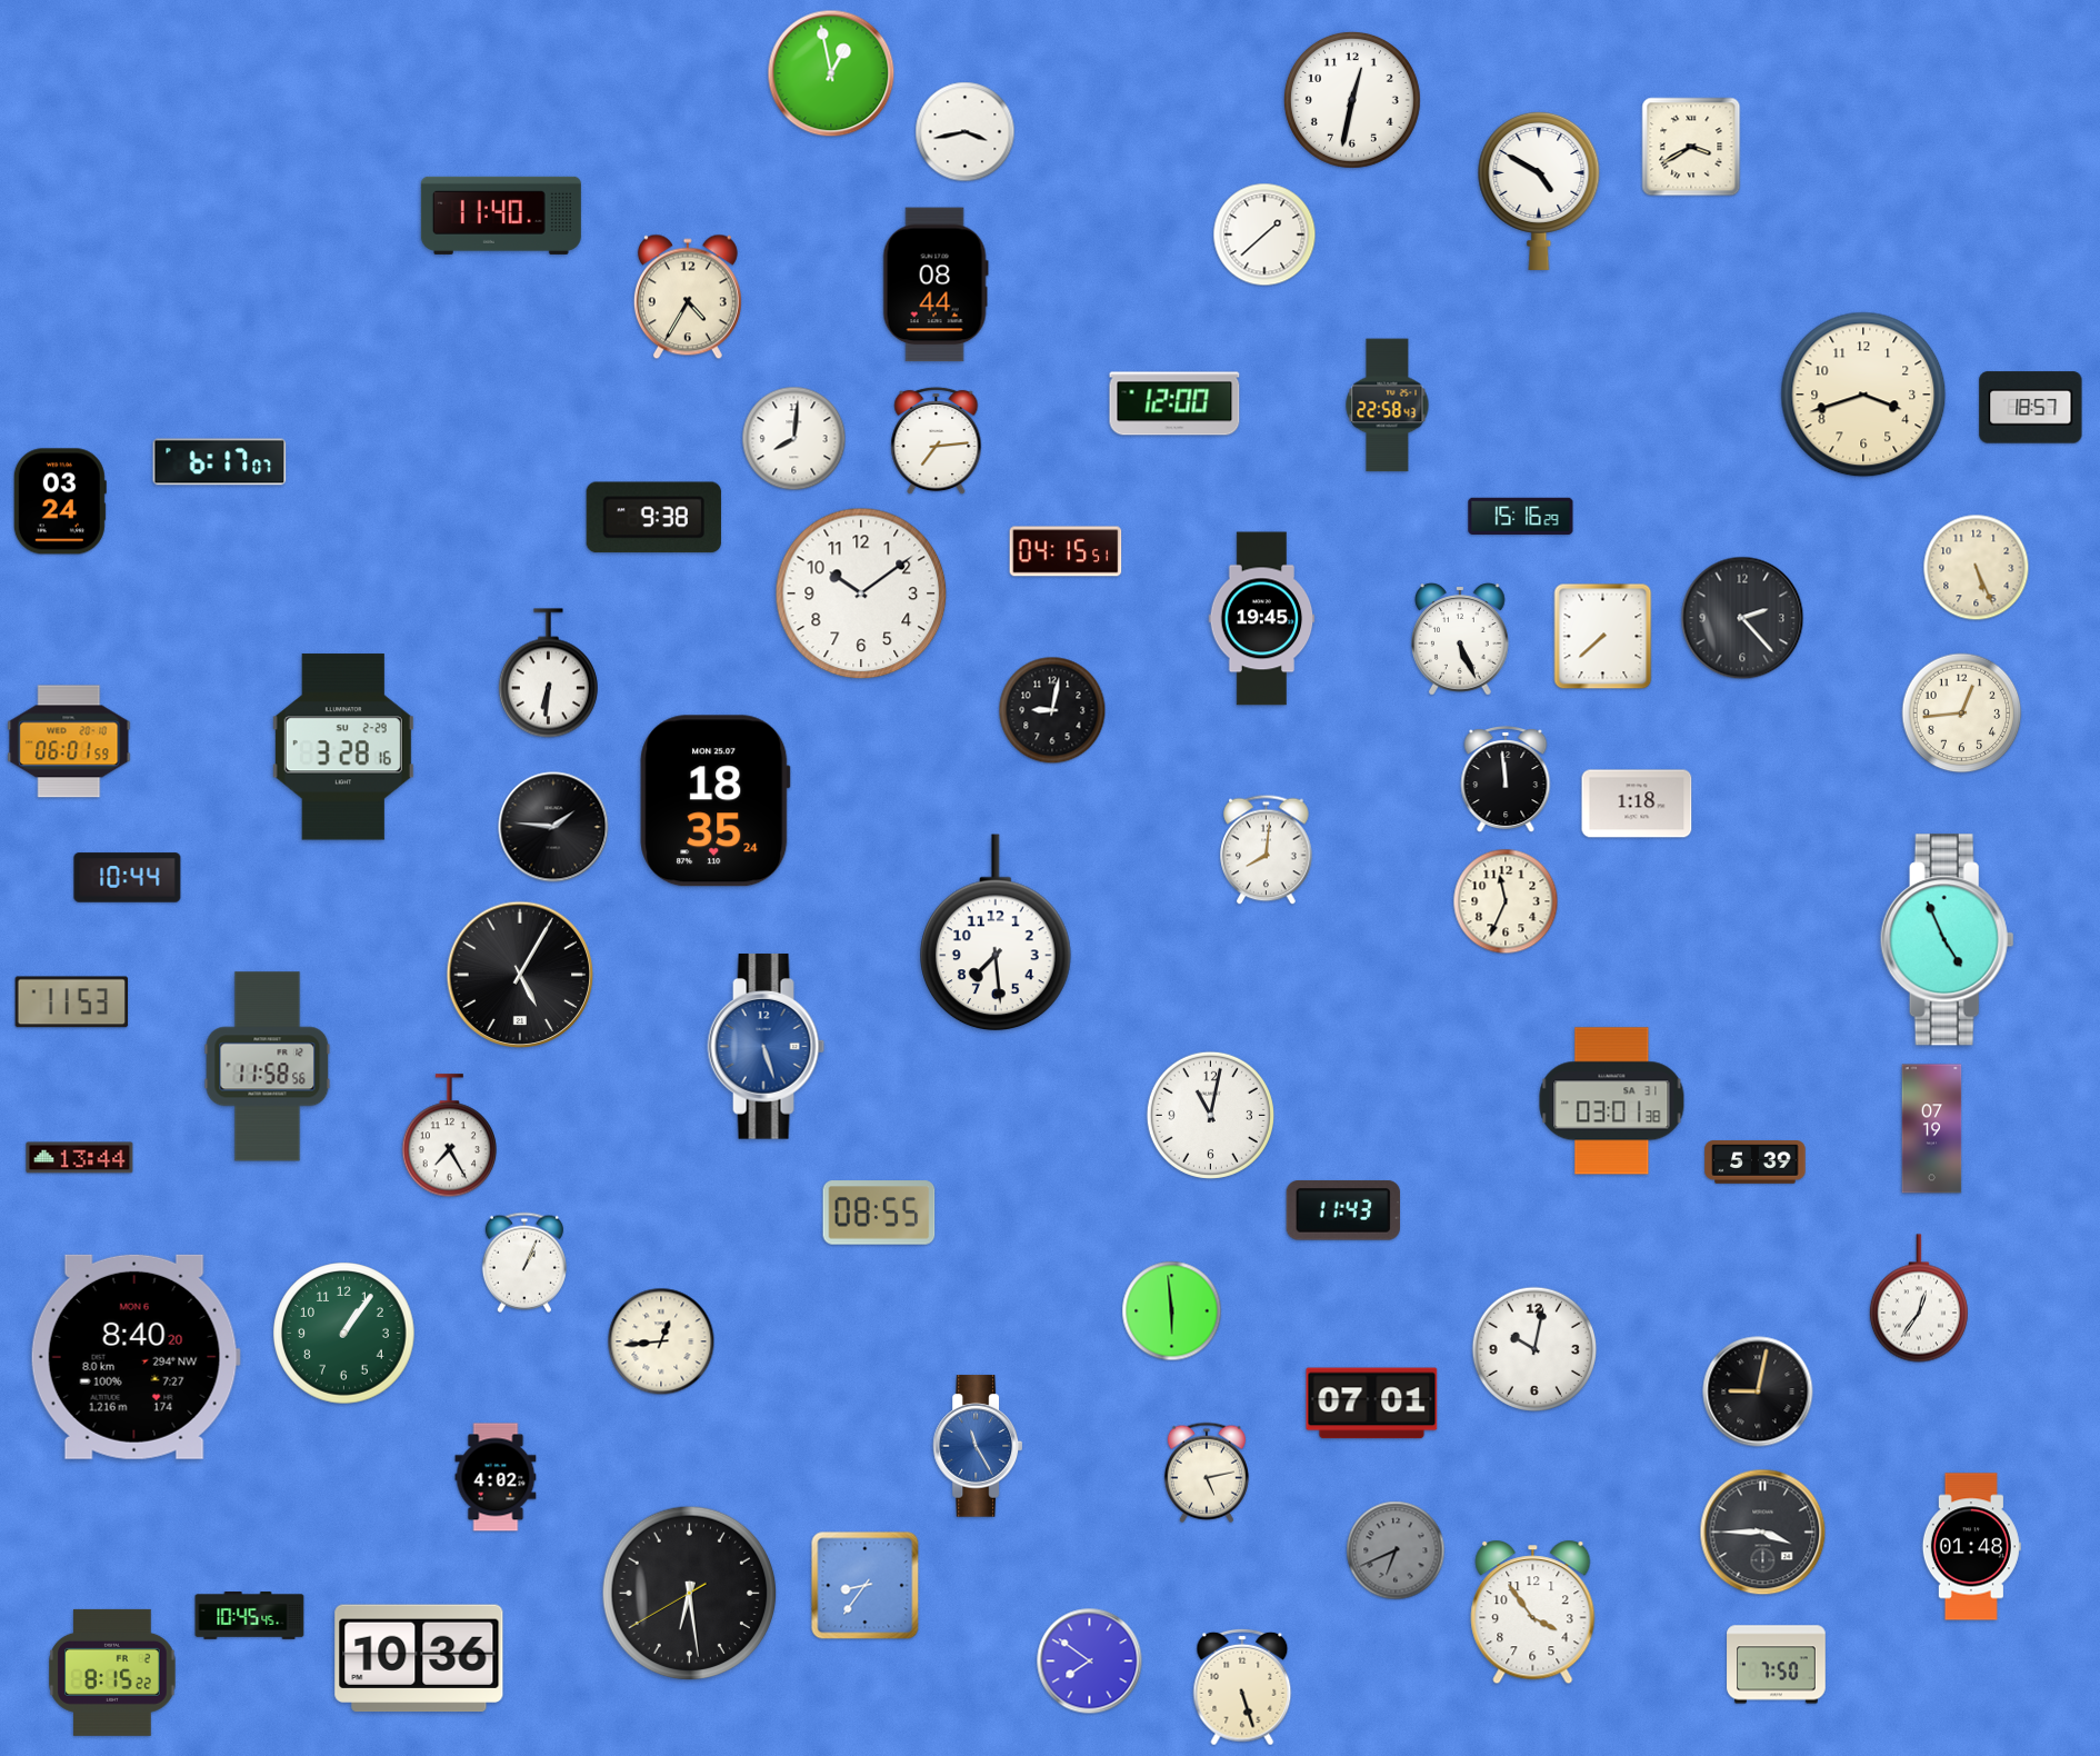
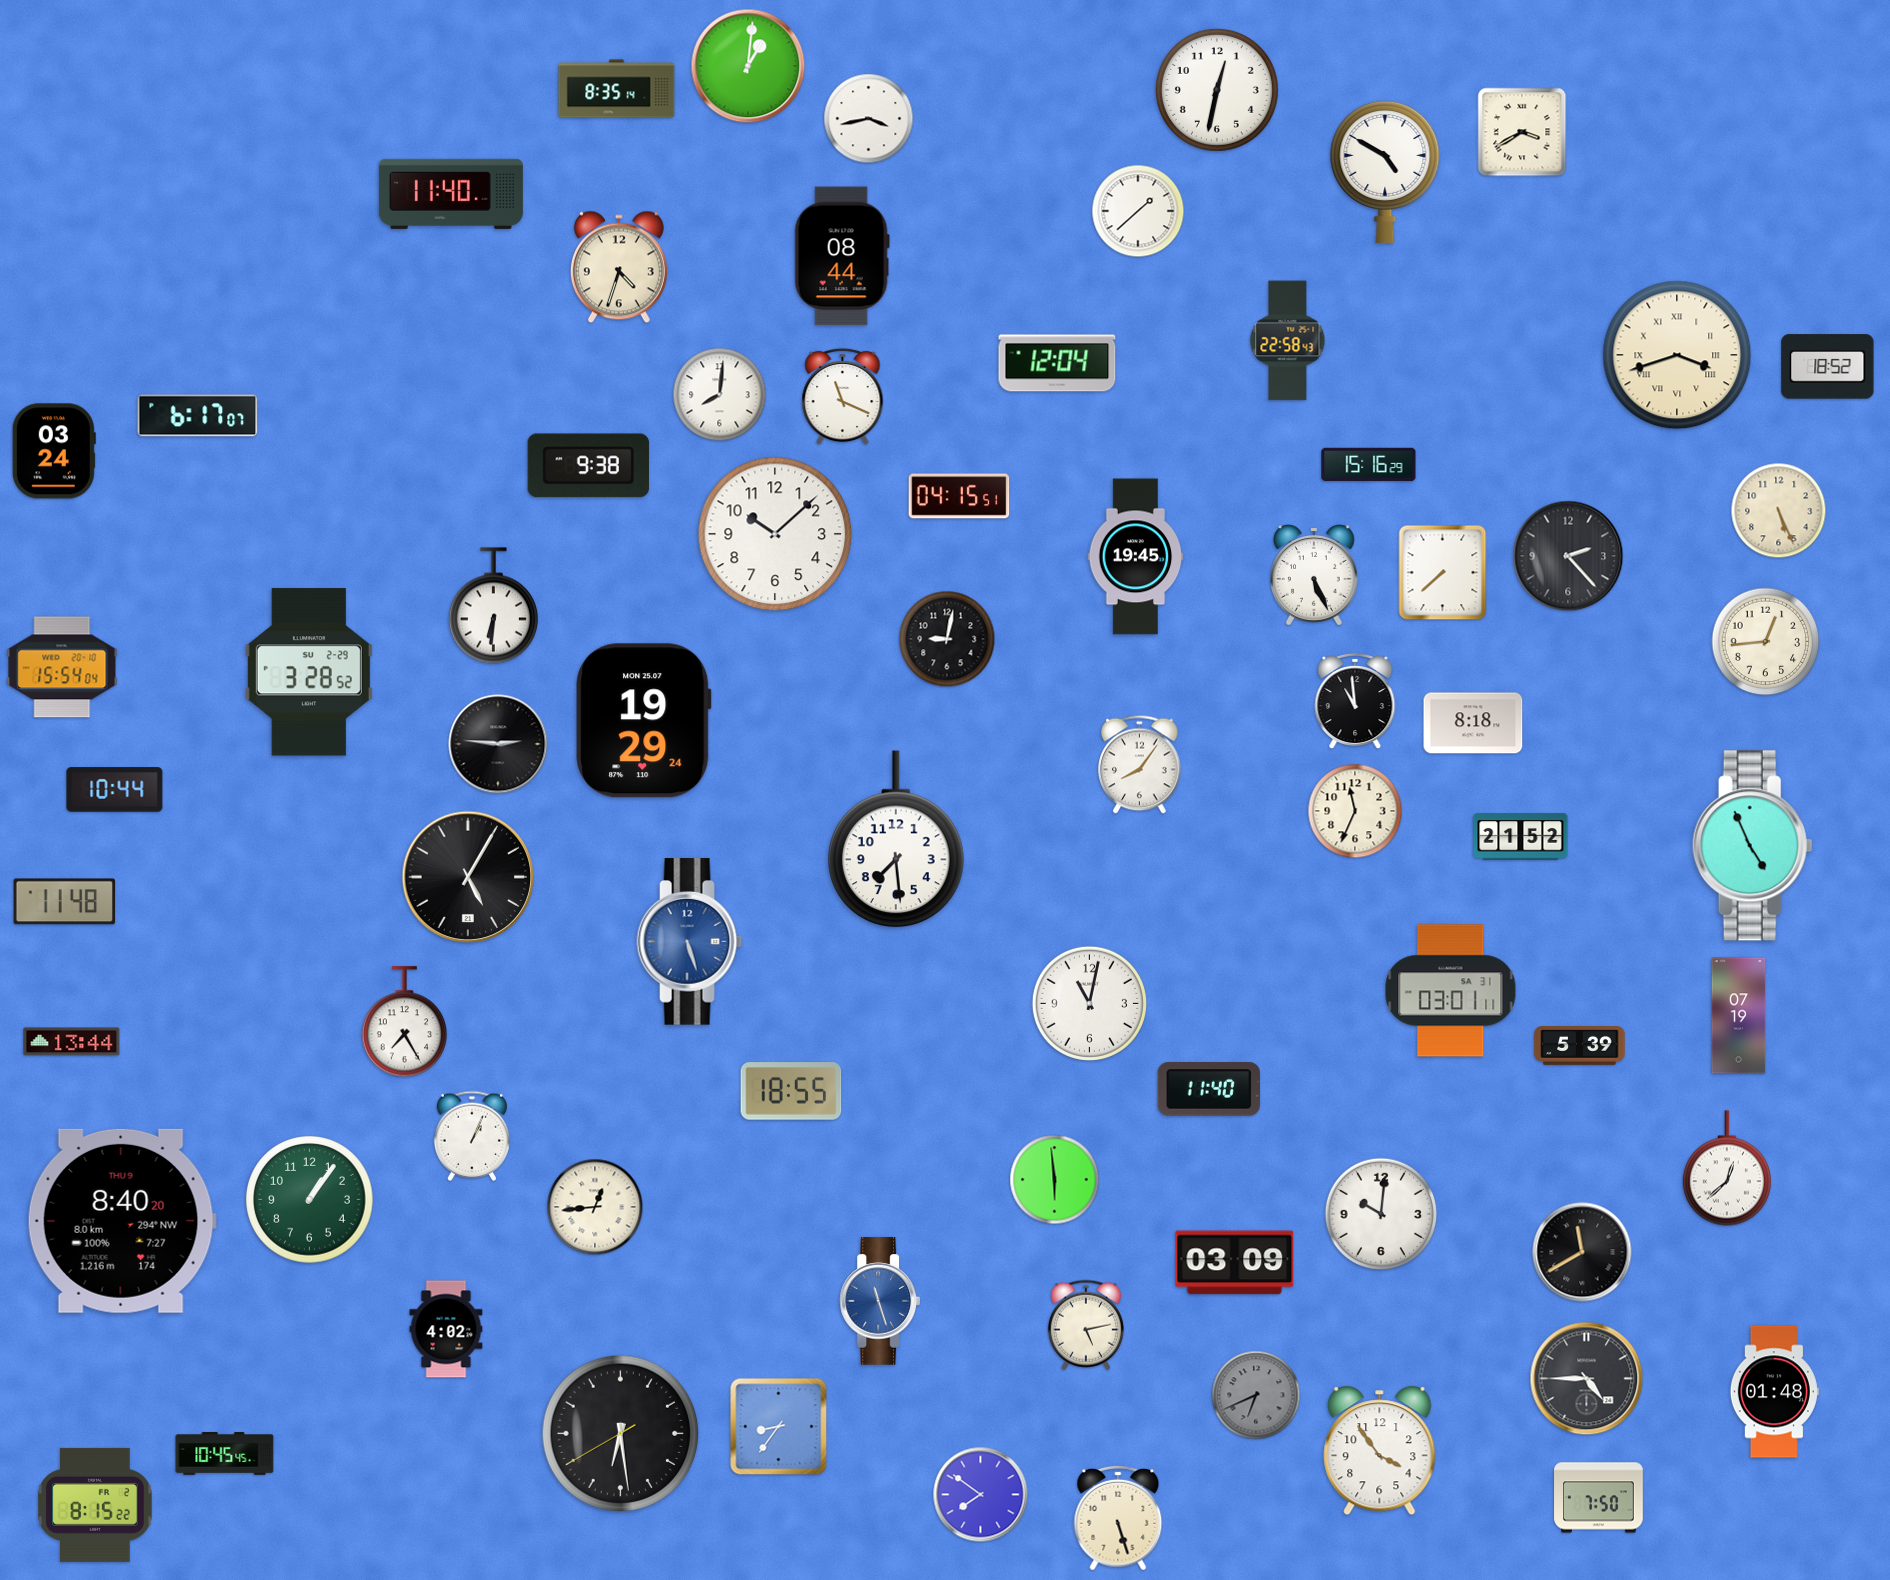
clock at (831, 73): 12:58 -> 1:01
clock at (617, 89): none -> 8:35
clock at (688, 297): 4:35 -> 4:33
clock at (1863, 395) numerals: Arabic -> Roman
clock at (1174, 403): 12:00 -> 12:04
clock at (1388, 406) position: (1388, 406) -> (1288, 341)
clock at (2031, 408): 18:57 -> 18:52
clock at (794, 439) position: (794, 439) -> (720, 395)
clock at (937, 441): 7:14 -> 11:19
clock at (861, 593): 10:09 -> 10:08
clock at (69, 741): 06:01 -> 15:54
clock at (343, 747): 3:28:16 -> 3:28:52
clock at (1506, 780): 11:59 -> 10:59
clock at (716, 801): 18:35 -> 19:29
clock at (1637, 804): 1:18 -> 8:18
clock at (553, 827): 1:46 -> 2:46
clock at (1267, 850): 8:01 -> 8:06
clock at (1521, 837): none -> 21:52
clock at (72, 1002): 11:53 -> 11:48
clock at (268, 1067): 11:58 -> none
clock at (1612, 1101): 03:01:38 -> 03:01:11
clock at (1343, 1210): 11:43 -> 11:40
clock at (879, 1213): 08:55 -> 18:55
clock at (1919, 1298): 12:36 -> 12:38
clock at (1534, 1349): 10:02 -> 10:01
clock at (136, 1357) date: MON 6 -> THU 9
clock at (1758, 1391): 9:02 -> 11:40
clock at (1372, 1404): 07:01 -> 03:09
clock at (977, 1446): 11:25 -> 11:27
clock at (1763, 1533): 3:45 -> 4:45
clock at (419, 1658): 10:36 -> none
clock at (112, 1673) position: (112, 1673) -> (95, 1505)
